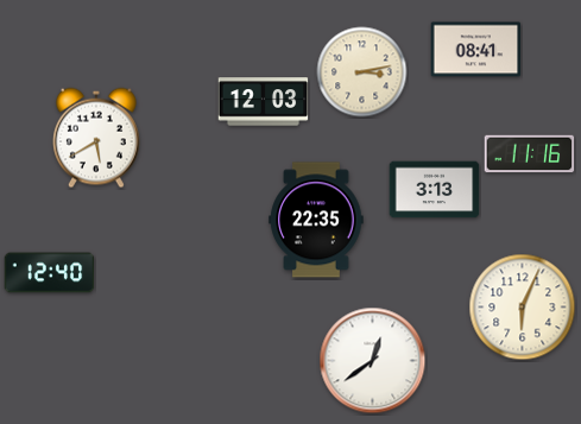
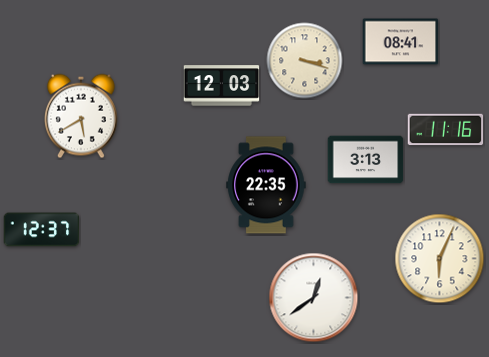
clock at (362, 72): 3:13 -> 3:18
clock at (50, 273): 12:40 -> 12:37
clock at (373, 361) position: (373, 361) -> (314, 298)
